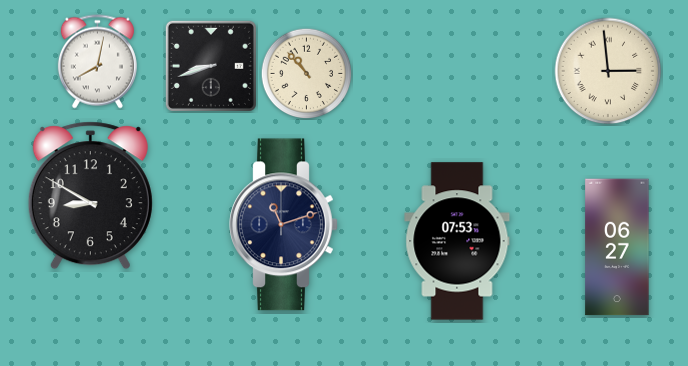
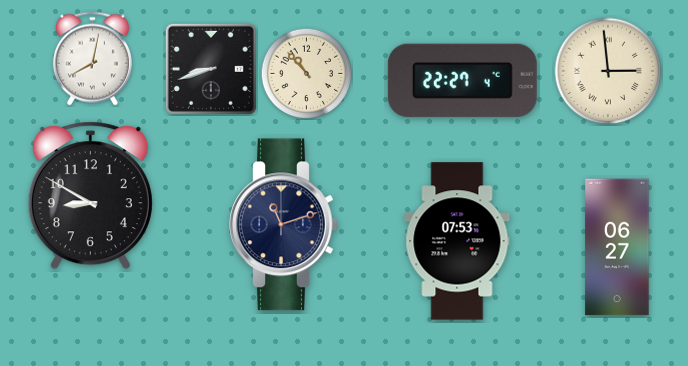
clock at (97, 62) position: (97, 62) -> (92, 59)
clock at (211, 66) position: (211, 66) -> (211, 69)
clock at (462, 80): none -> 22:27
